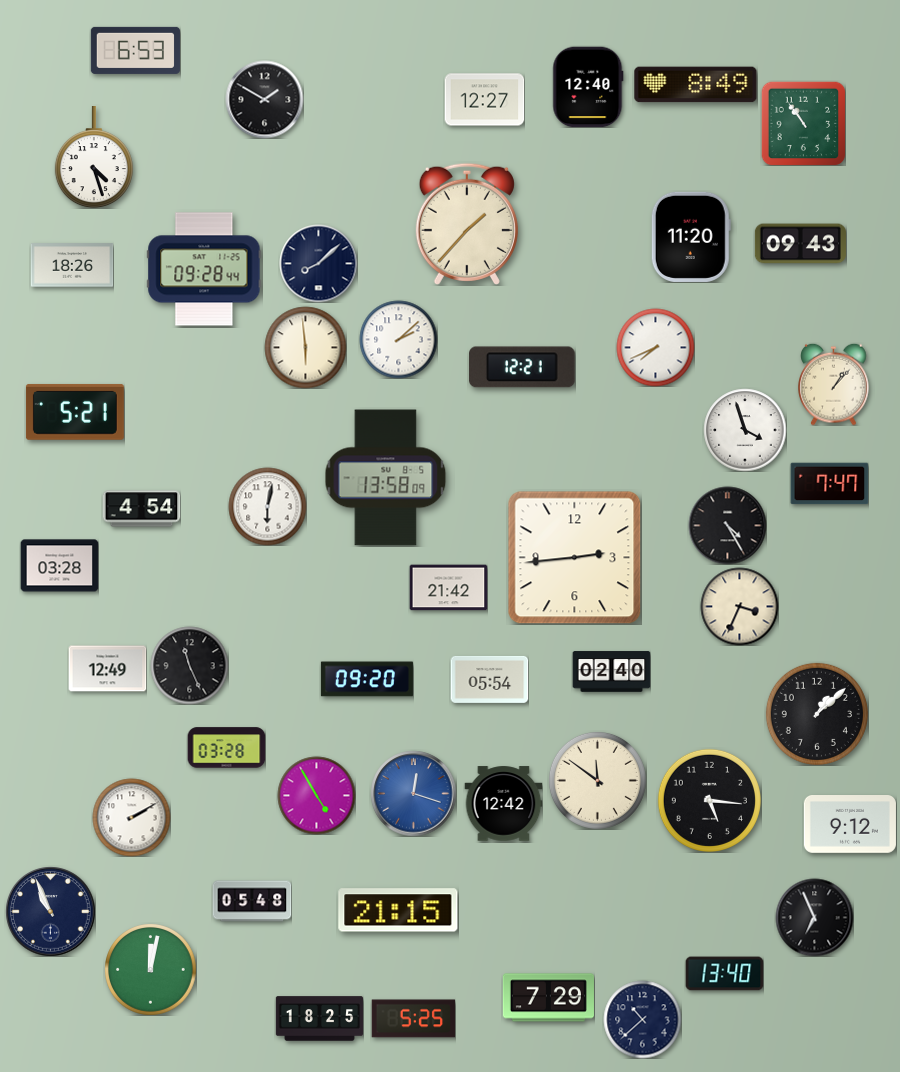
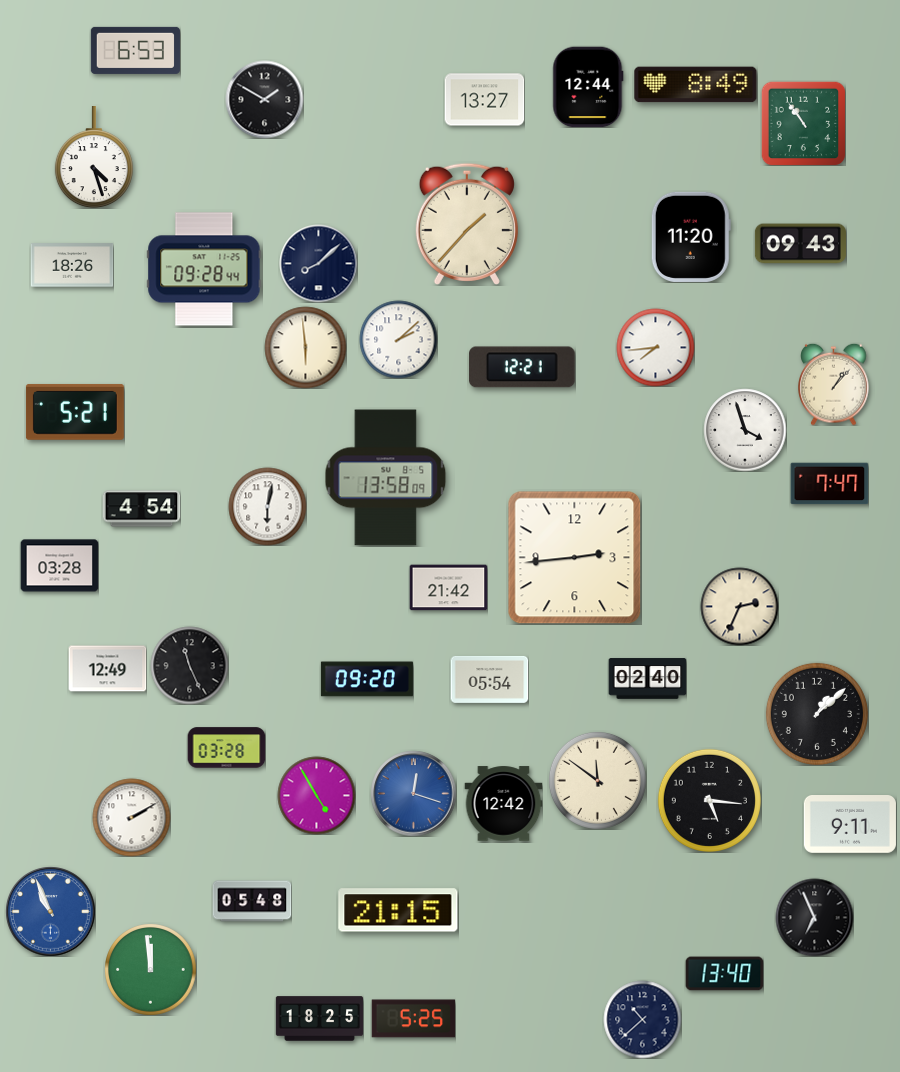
clock at (588, 87): 12:40 -> 12:44
clock at (484, 100): 12:27 -> 13:27
clock at (655, 347): 7:41 -> 7:44
clock at (727, 525): 4:25 -> none
clock at (739, 606): 3:34 -> 2:34
clock at (611, 672) position: (611, 672) -> (647, 679)
clock at (850, 825): 9:12 -> 9:11
clock at (50, 911) dial: navy -> blue
clock at (151, 970): 12:02 -> 11:59
clock at (548, 998): 7:29 -> none
